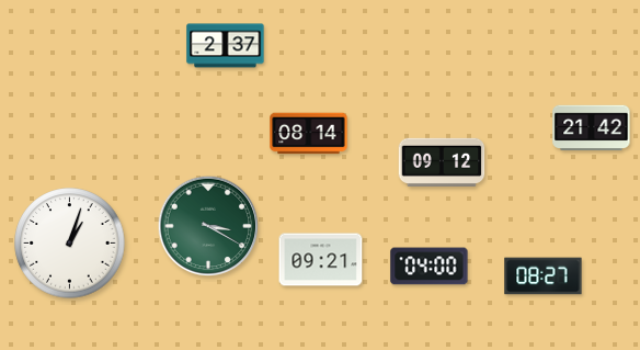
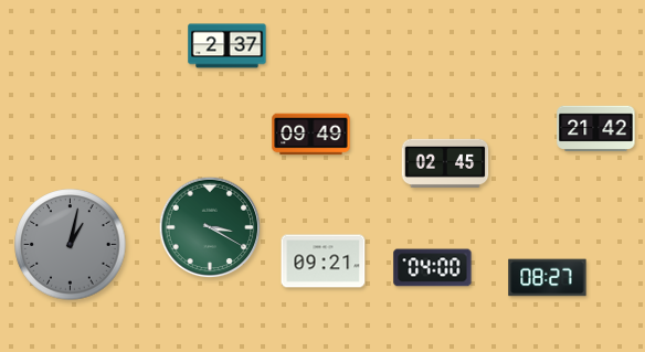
clock at (309, 134): 08:14 -> 09:49
clock at (442, 161): 09:12 -> 02:45
clock at (70, 244): 1:03 -> 1:02
clock at (70, 244) dial: white -> grey
